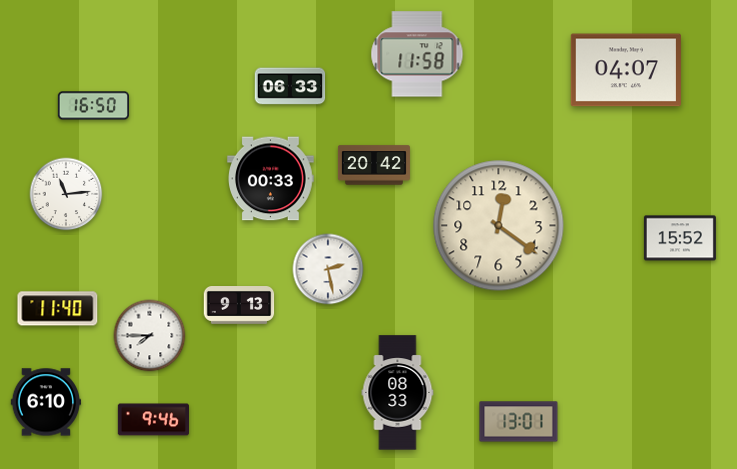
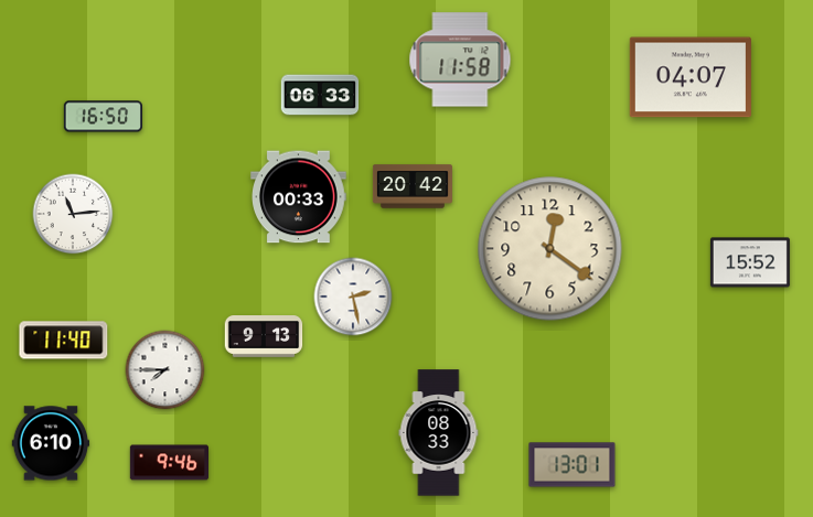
clock at (374, 165) position: (374, 165) -> (413, 186)
clock at (328, 269) position: (328, 269) -> (353, 297)
